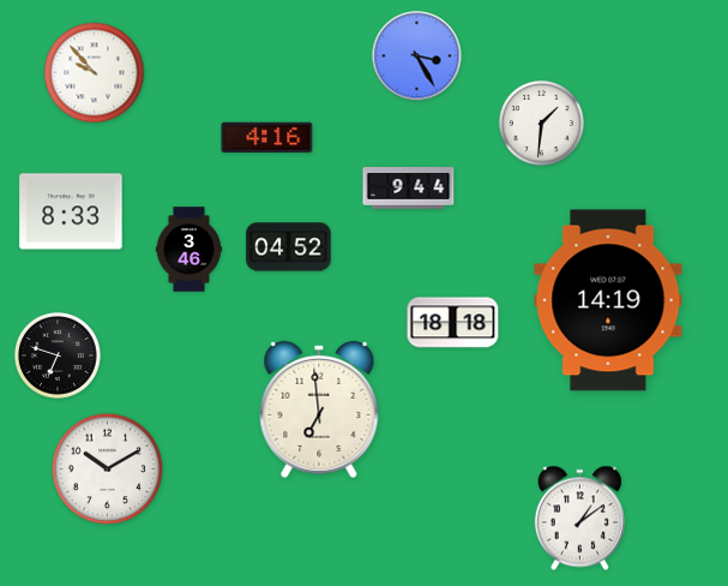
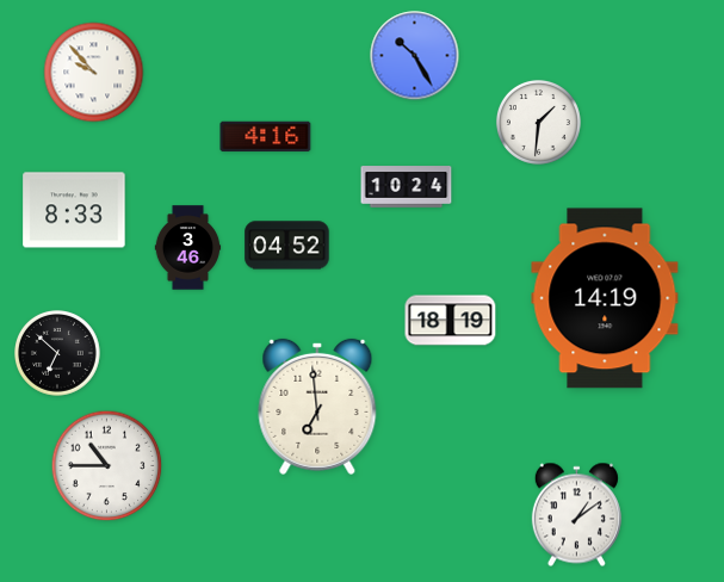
clock at (417, 56): 3:25 -> 10:25
clock at (409, 189): 9:44 -> 10:24
clock at (71, 211) position: (71, 211) -> (74, 210)
clock at (453, 323): 18:18 -> 18:19
clock at (59, 357): 6:48 -> 6:52
clock at (108, 470): 10:10 -> 10:45
